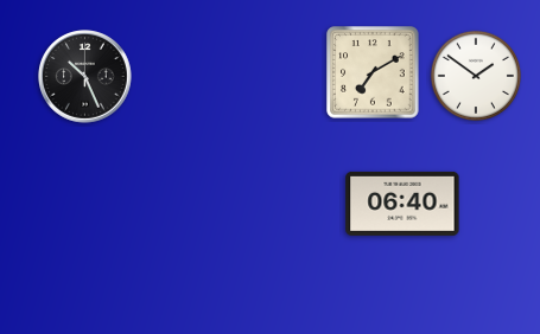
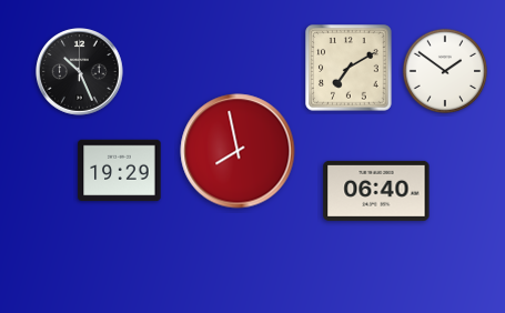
clock at (238, 151): none -> 7:58
clock at (120, 171): none -> 19:29
